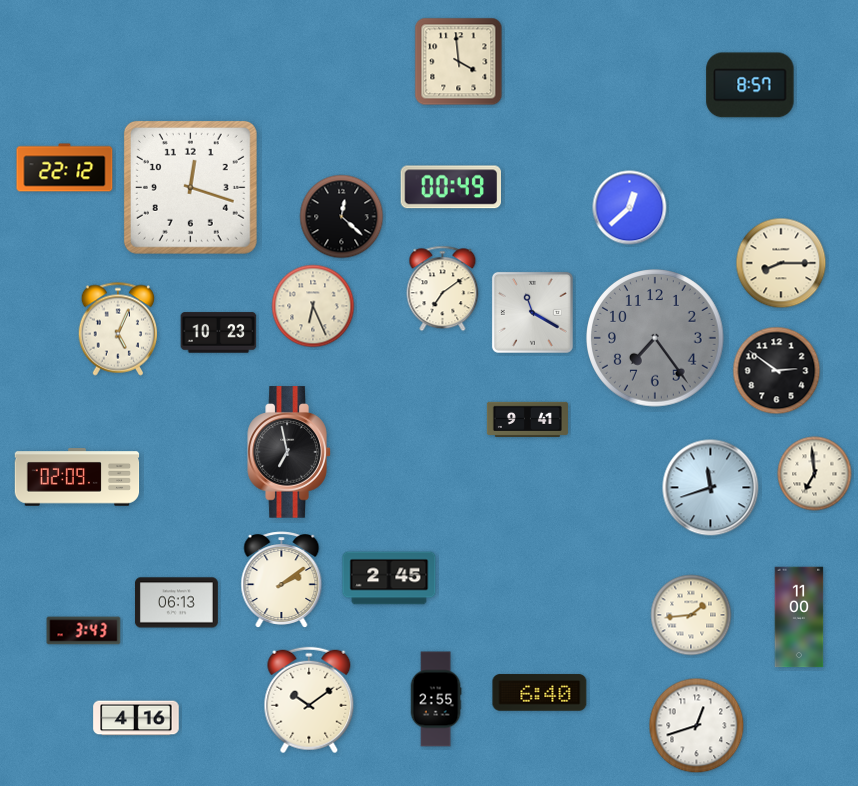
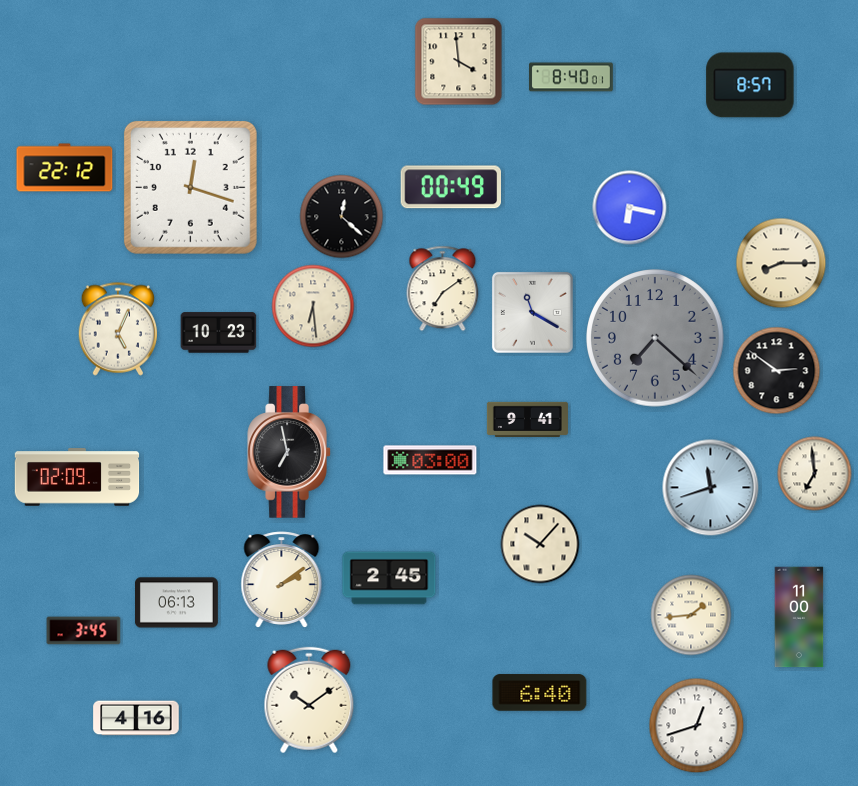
clock at (571, 77): none -> 8:40
clock at (630, 208): 12:38 -> 6:17
clock at (313, 306): 6:26 -> 6:29
clock at (656, 339): 7:24 -> 7:22
clock at (430, 460): none -> 03:00
clock at (540, 544): none -> 10:07
clock at (84, 631): 3:43 -> 3:45
clock at (436, 699): 2:55 -> none
